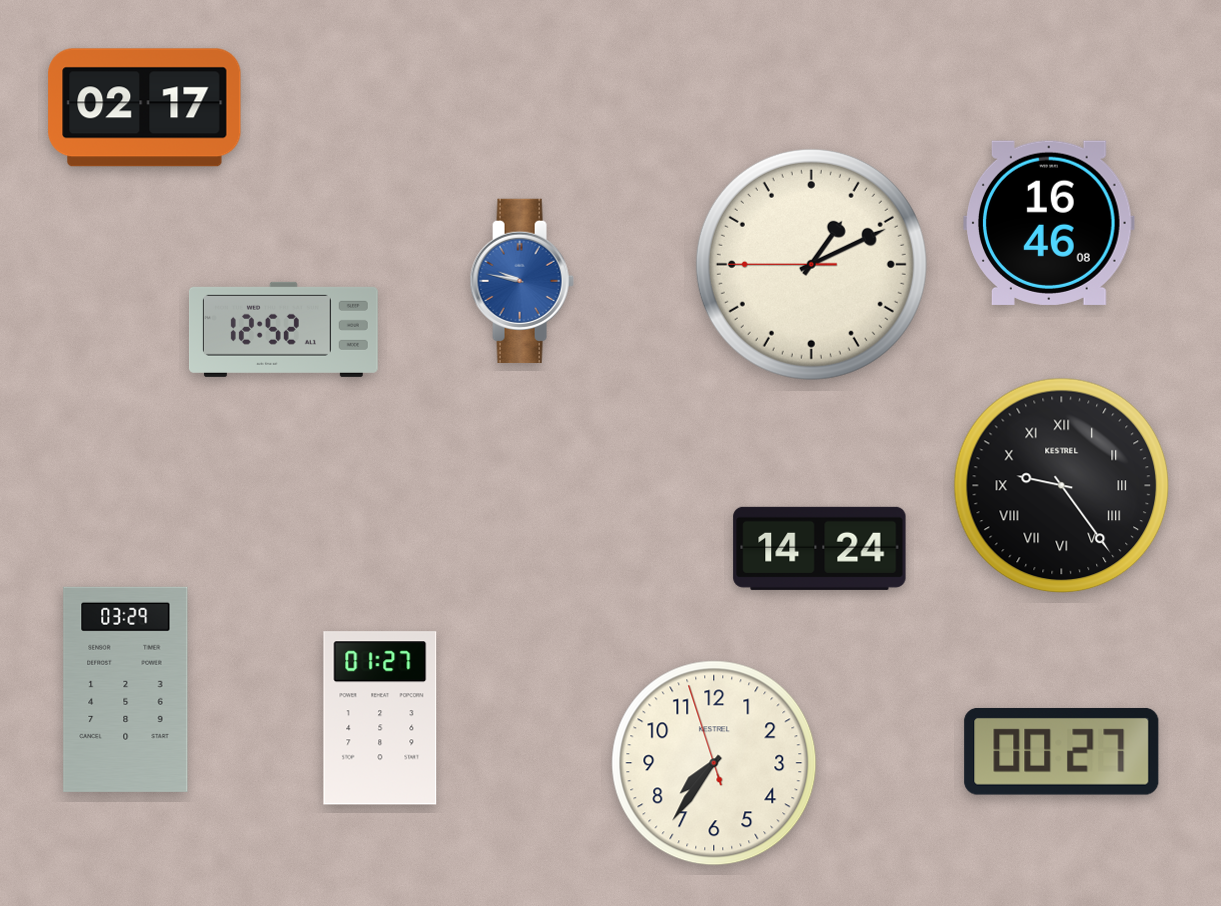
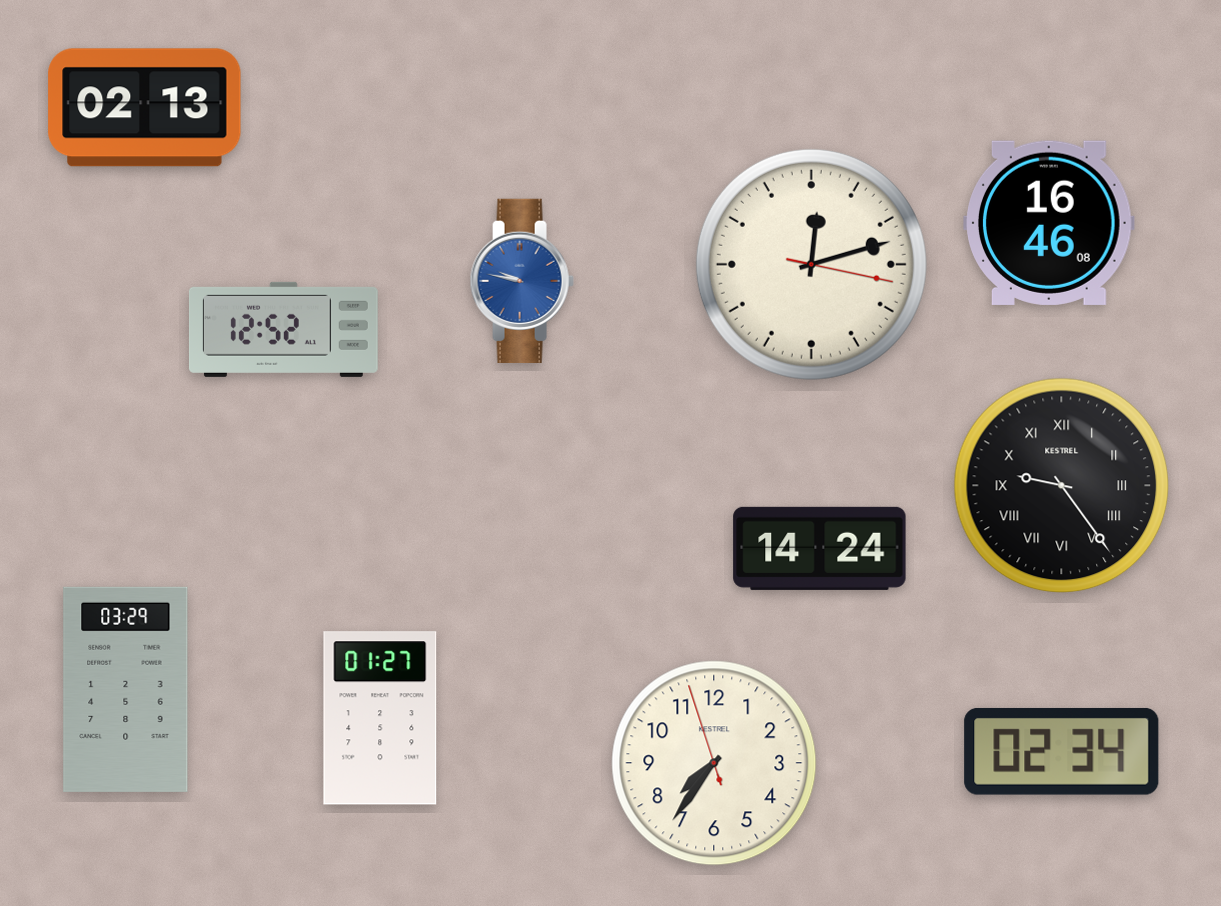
clock at (145, 108): 02:17 -> 02:13
clock at (811, 264): 1:10 -> 12:12
clock at (1062, 751): 00:27 -> 02:34
